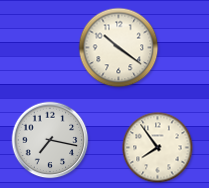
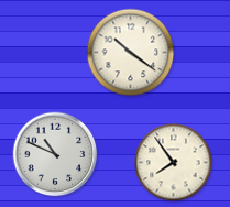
clock at (50, 140): 7:17 -> 10:49
